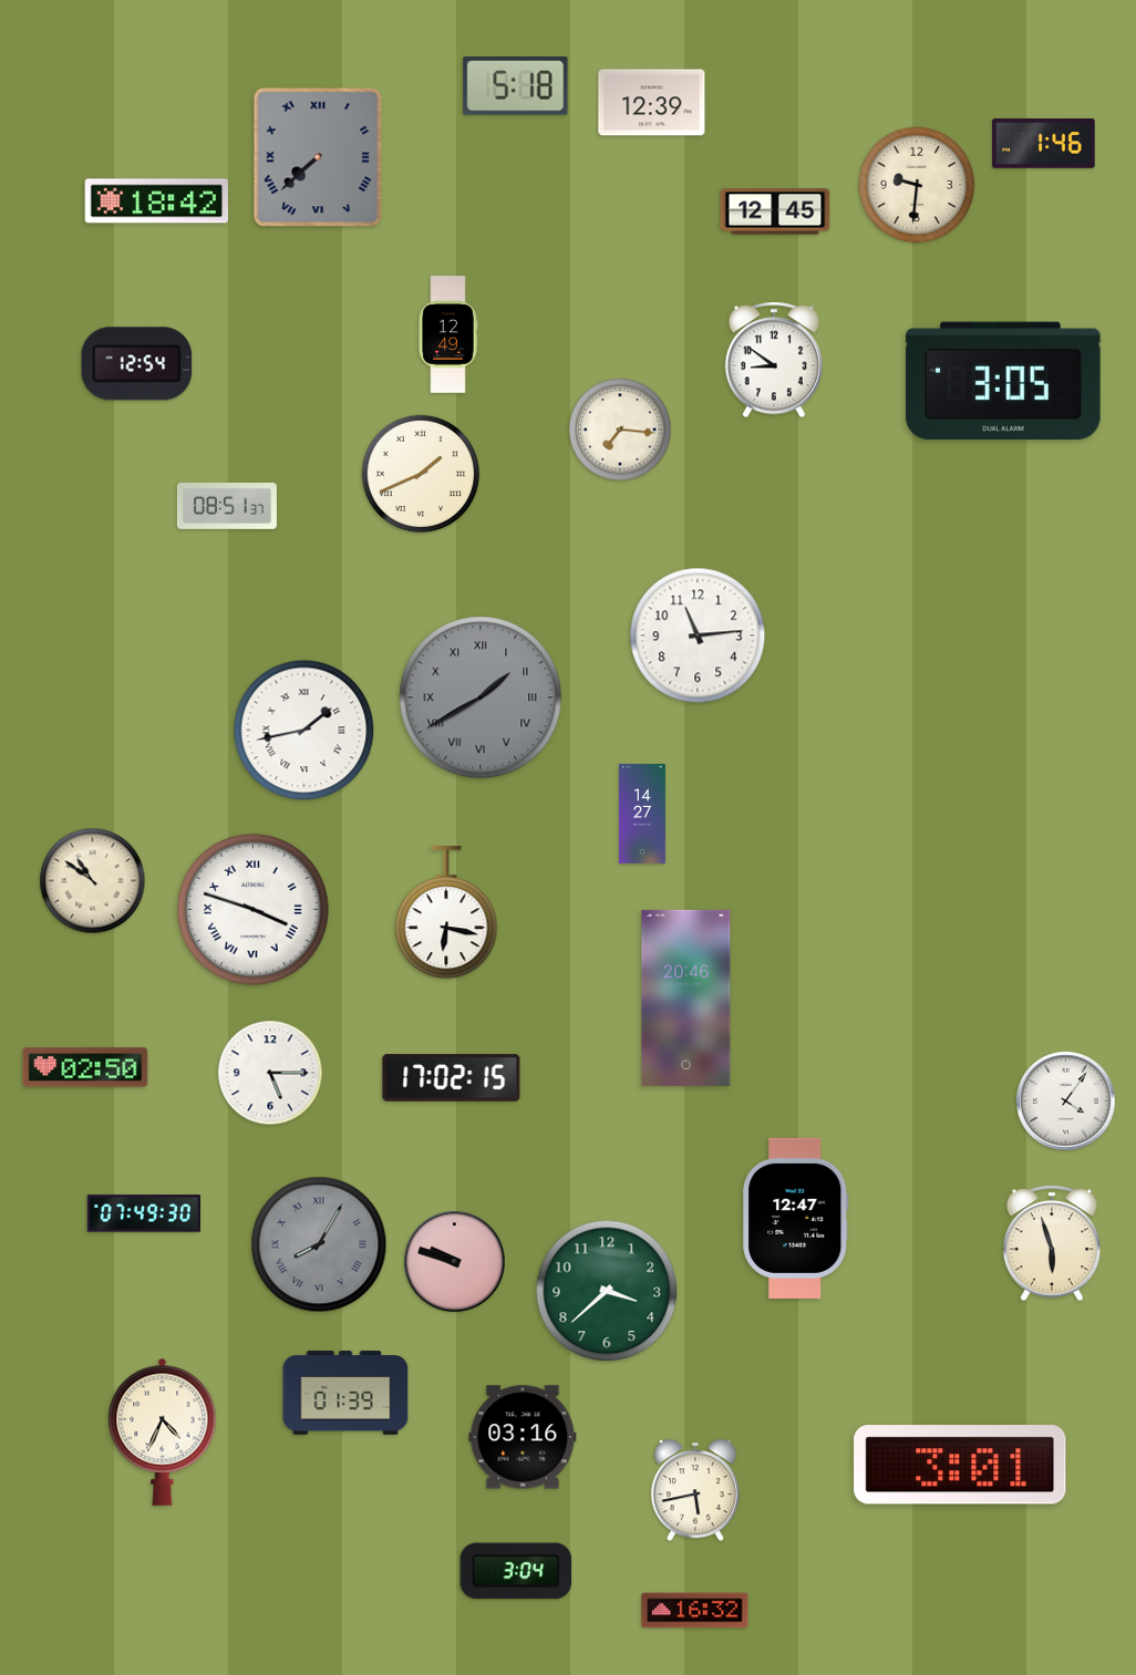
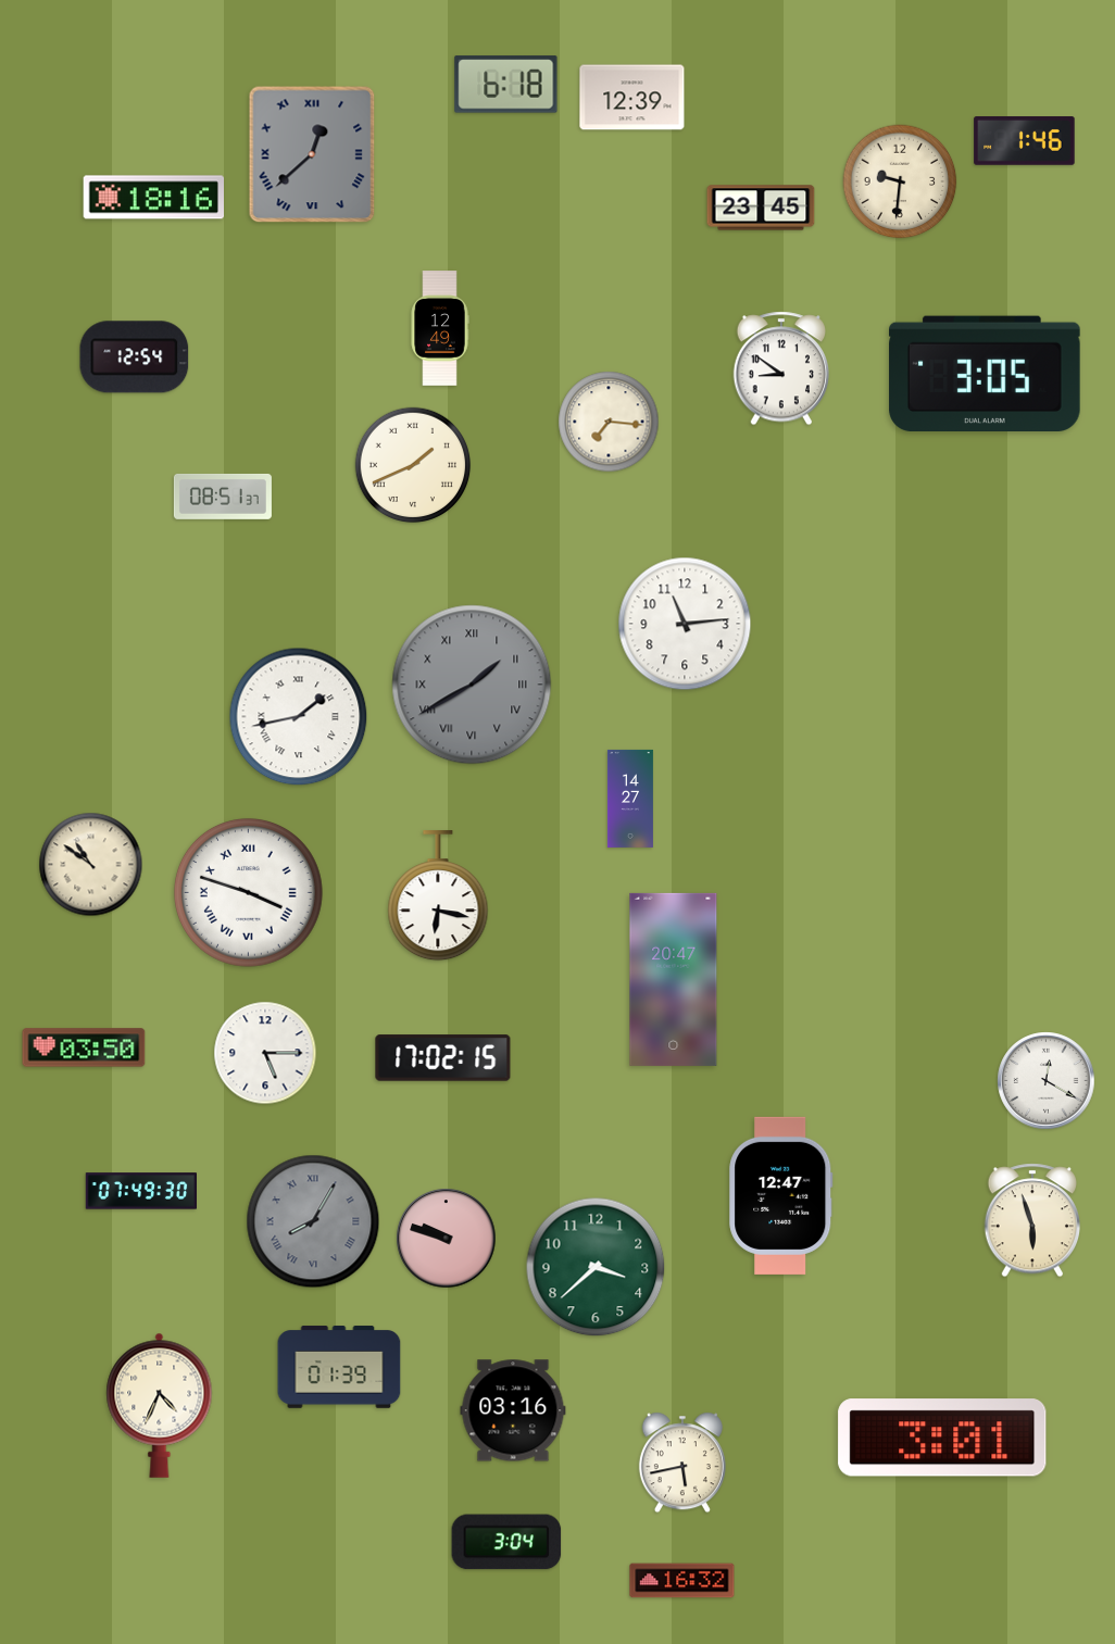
clock at (516, 86): 5:18 -> 6:18
clock at (652, 103) position: (652, 103) -> (632, 98)
clock at (318, 157): 7:38 -> 12:38
clock at (156, 201): 18:42 -> 18:16
clock at (775, 211): 12:45 -> 23:45
clock at (773, 360) position: (773, 360) -> (780, 368)
clock at (686, 997): 20:46 -> 20:47
clock at (85, 1067): 02:50 -> 03:50
clock at (1066, 1102): 4:06 -> 12:20
